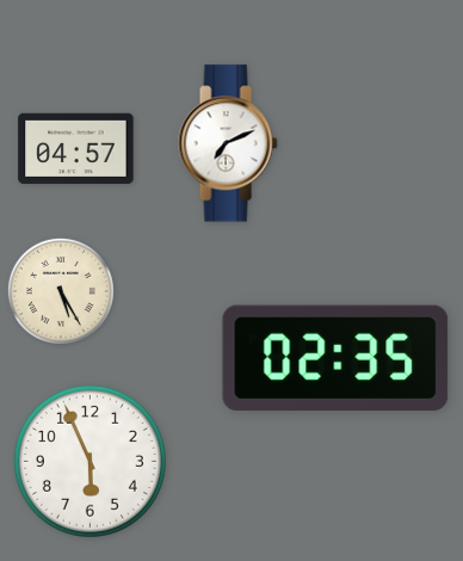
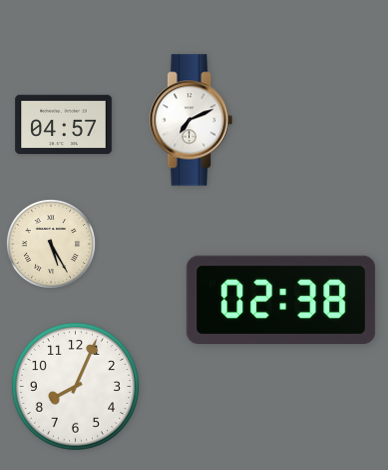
clock at (335, 358): 02:35 -> 02:38
clock at (89, 461): 5:56 -> 8:04
